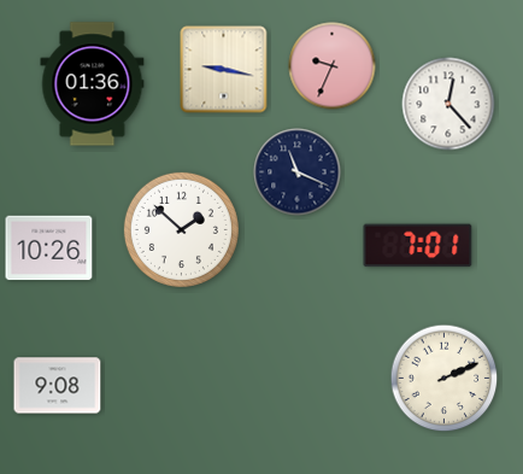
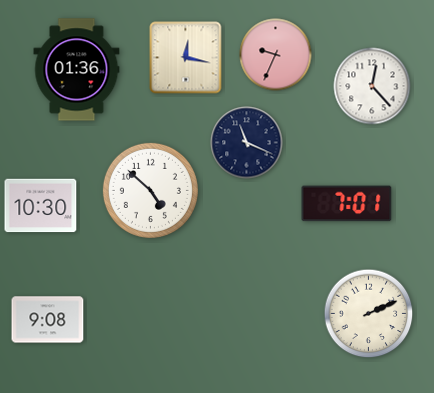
clock at (224, 70): 9:17 -> 12:17
clock at (181, 229): 1:52 -> 4:52
clock at (49, 248): 10:26 -> 10:30
